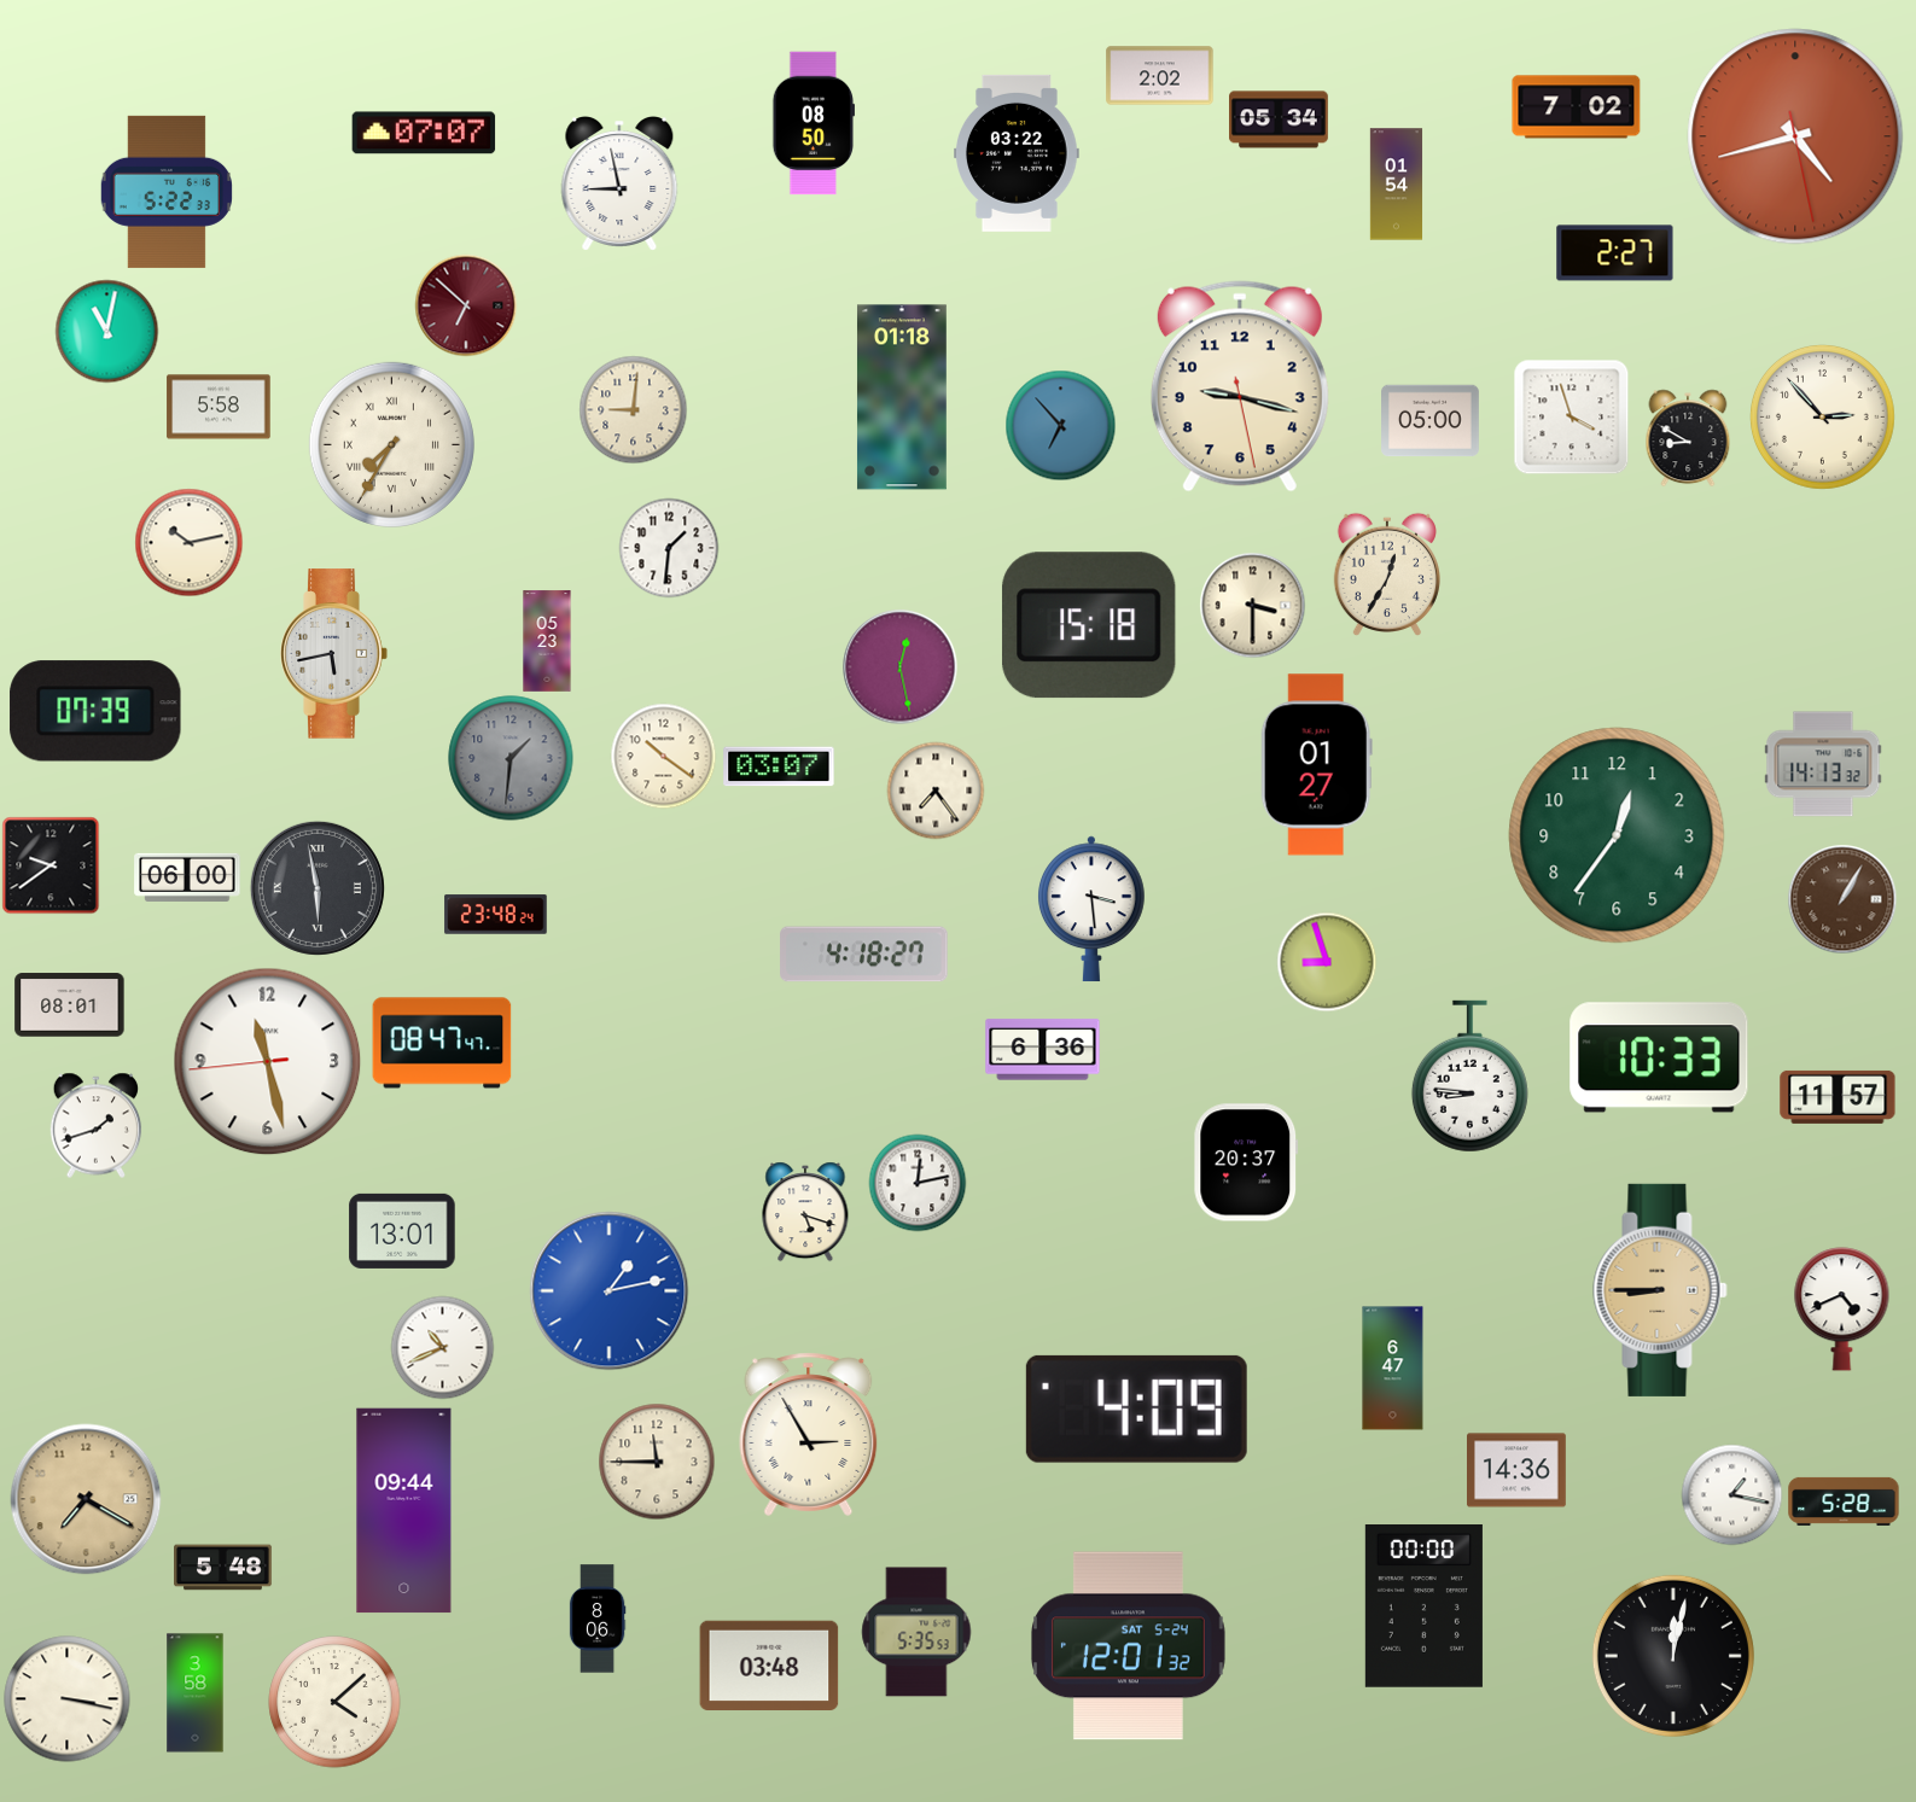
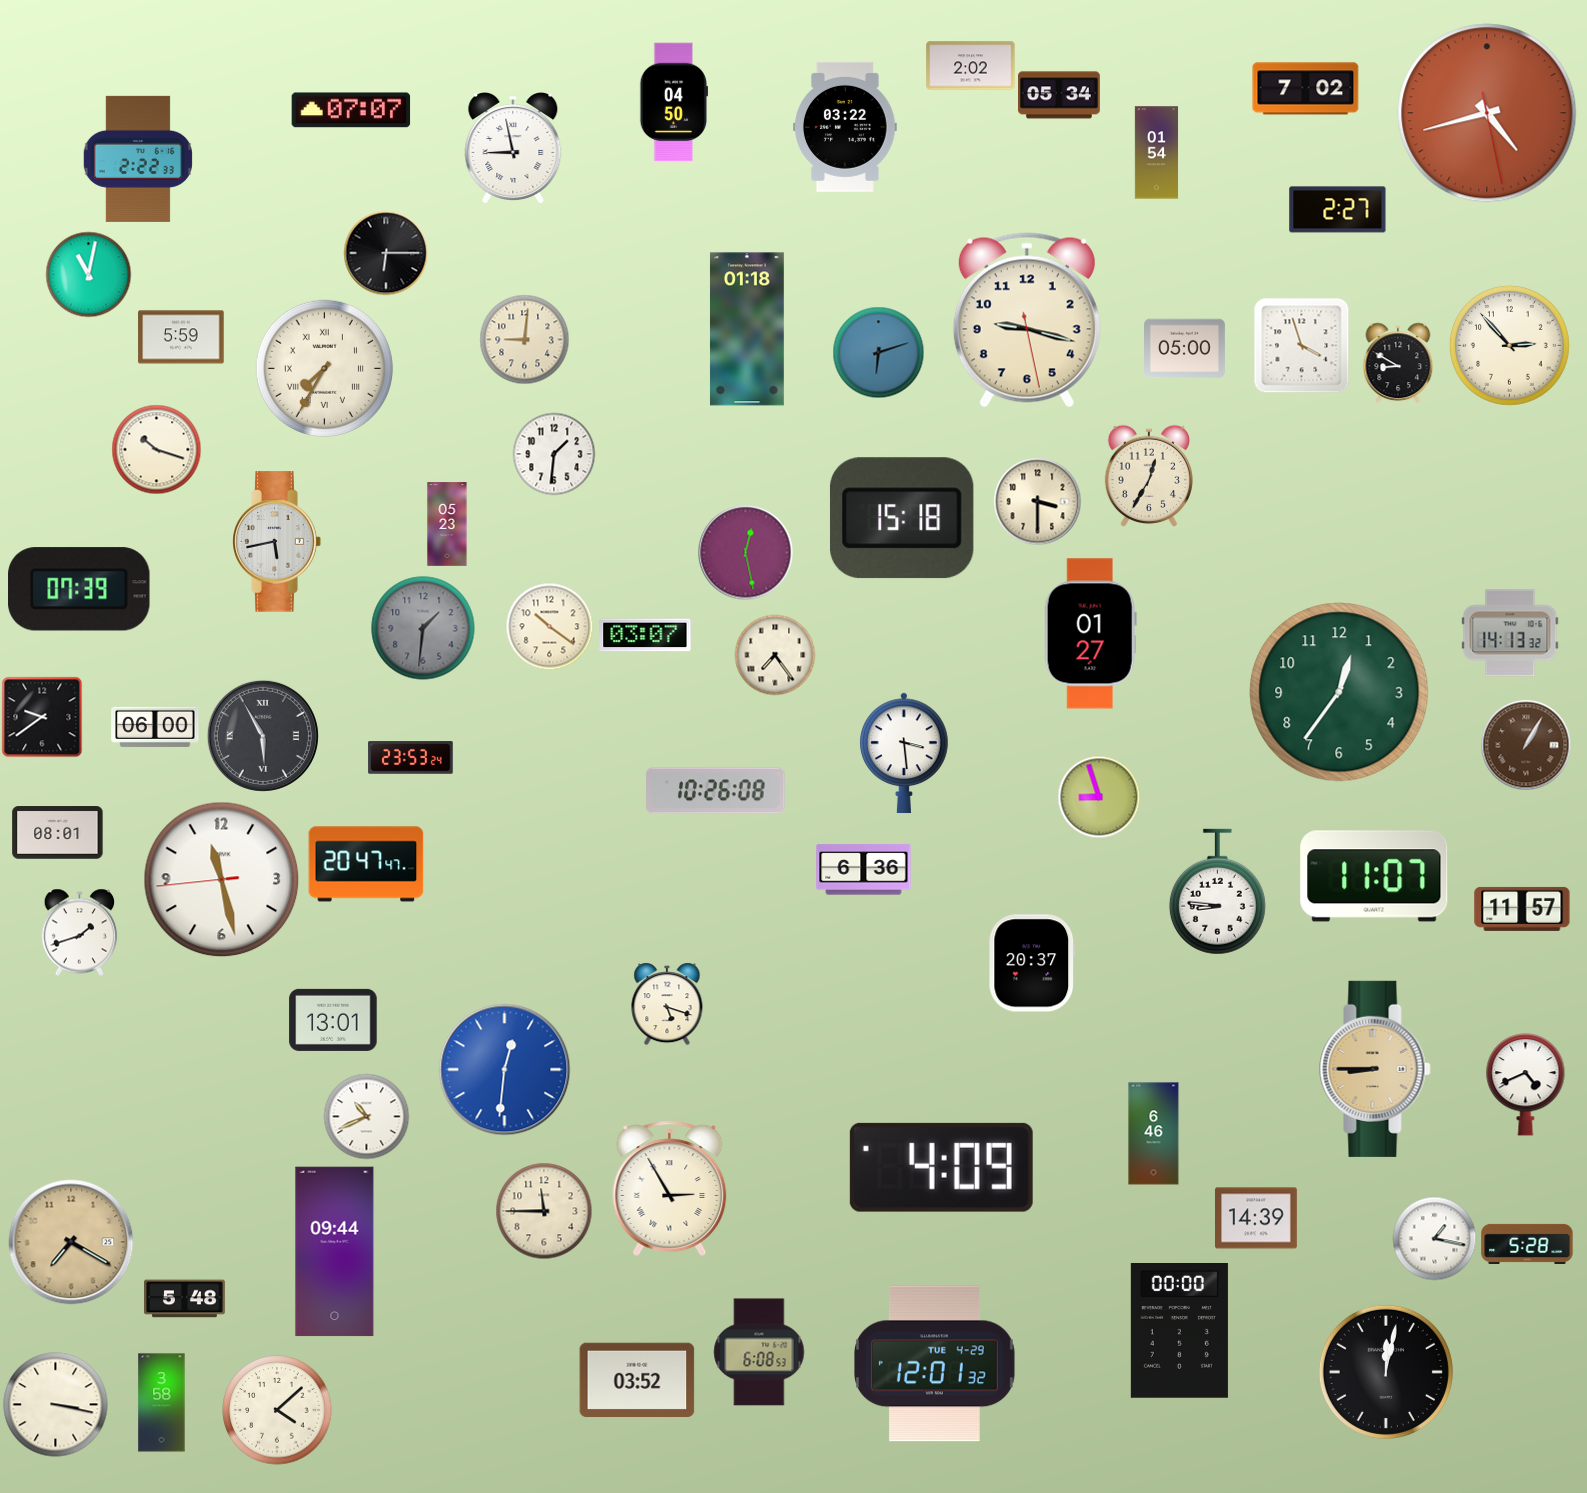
clock at (1160, 76) position: (1160, 76) -> (971, 66)
clock at (1280, 119) position: (1280, 119) -> (1060, 95)
clock at (813, 123): 08:50 -> 04:50
clock at (1018, 153) position: (1018, 153) -> (846, 127)
clock at (619, 185) position: (619, 185) -> (513, 149)
clock at (165, 192): 5:22 -> 2:22
clock at (466, 305): 6:52 -> 6:15
clock at (466, 305) dial: burgundy -> black
clock at (219, 407): 5:58 -> 5:59
clock at (1060, 425): 6:53 -> 6:12
clock at (188, 542): 10:13 -> 10:18
clock at (547, 641) position: (547, 641) -> (447, 524)
clock at (318, 888): 5:58 -> 5:55
clock at (496, 915): 23:48 -> 23:53
clock at (864, 955): 4:18 -> 10:26
clock at (442, 1043): 08:47 -> 20:47
clock at (1659, 1057): 10:33 -> 11:07
clock at (918, 1183): 12:13 -> none
clock at (610, 1291): 1:13 -> 12:31
clock at (1393, 1369): 6:47 -> 6:46
clock at (1518, 1470): 14:36 -> 14:39
clock at (598, 1619): 8:06 -> none
clock at (916, 1632): 5:35 -> 6:08
clock at (1129, 1646) date: SAT 5-24 -> TUE 4-29
clock at (769, 1666): 03:48 -> 03:52
clock at (68, 1699) position: (68, 1699) -> (56, 1405)
